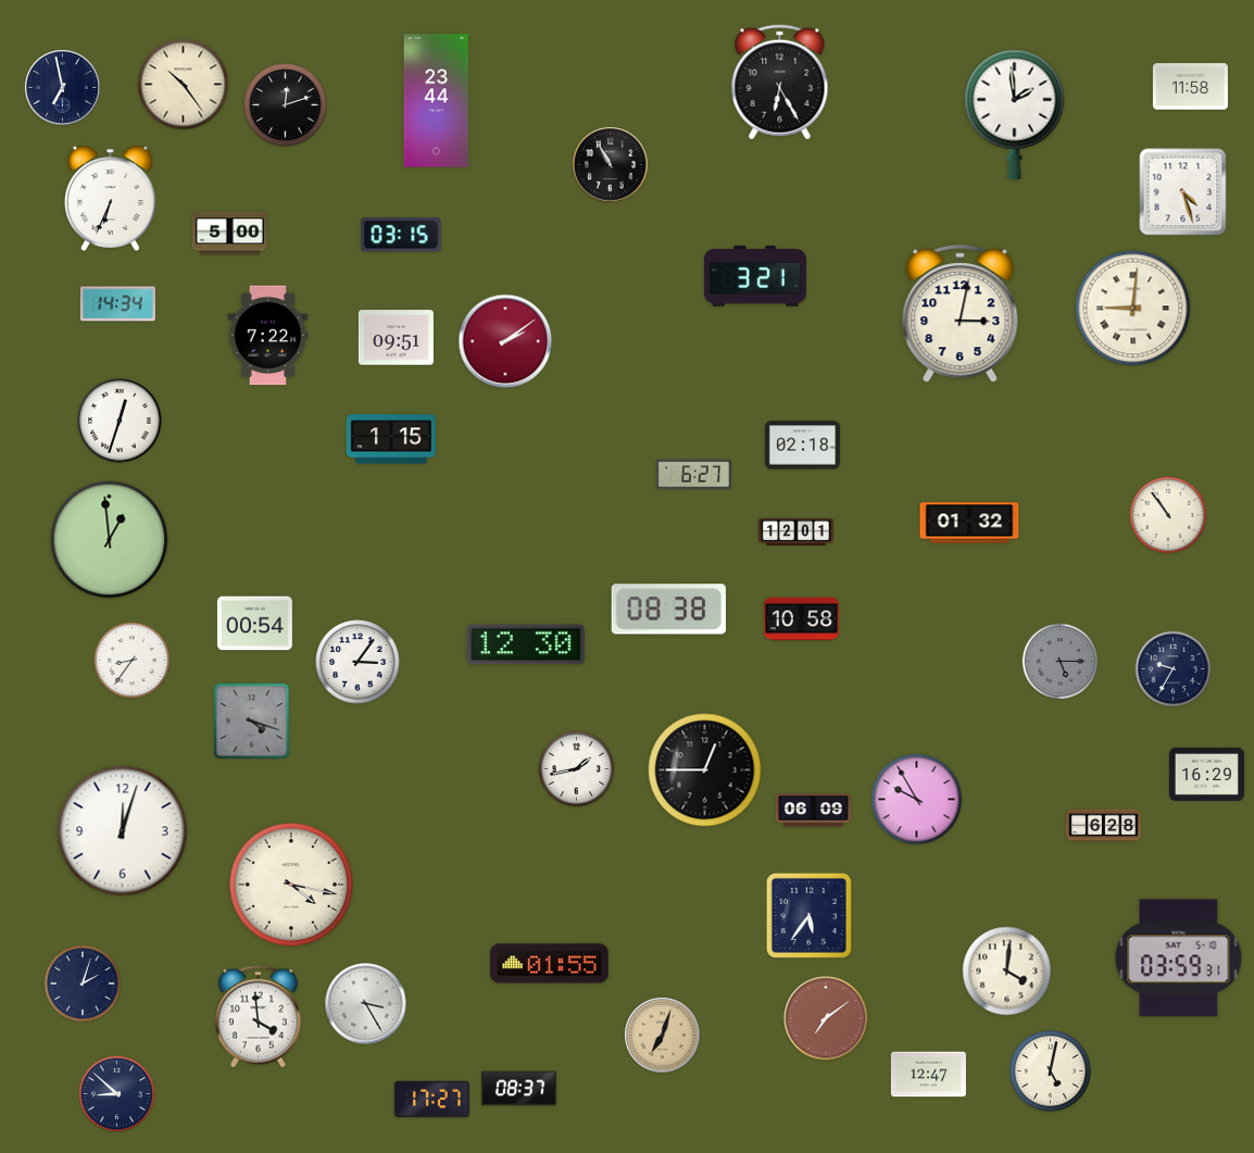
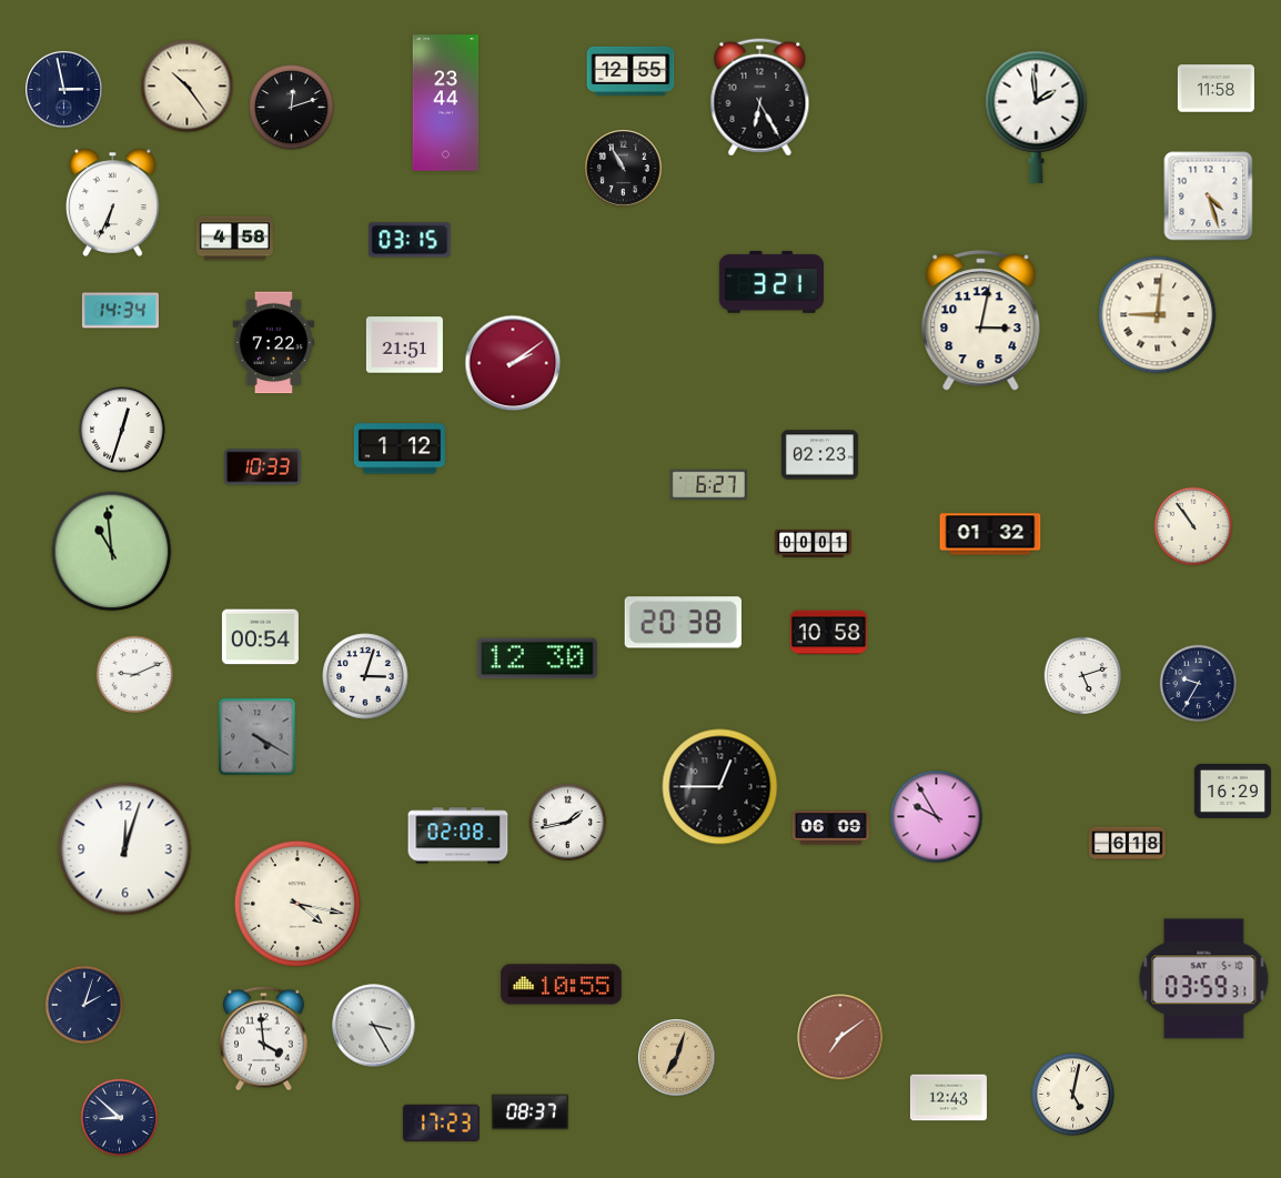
clock at (631, 71): none -> 12:55
clock at (780, 83) position: (780, 83) -> (760, 98)
clock at (63, 88): 6:58 -> 2:58
clock at (229, 234): 5:00 -> 4:58
clock at (396, 338): 09:51 -> 21:51
clock at (505, 341) position: (505, 341) -> (513, 363)
clock at (391, 439): 1:15 -> 1:12
clock at (802, 446): 02:18 -> 02:23
clock at (262, 467): none -> 10:33
clock at (795, 531): 12:01 -> 00:01
clock at (110, 540): 12:59 -> 10:59
clock at (668, 610): 08:38 -> 20:38
clock at (801, 619) position: (801, 619) -> (828, 633)
clock at (133, 661): 8:36 -> 9:11
clock at (358, 662): 3:06 -> 3:03
clock at (1061, 662): 5:15 -> 5:12
clock at (1061, 662) dial: grey -> white
clock at (252, 722): 4:18 -> 4:20
clock at (577, 769) position: (577, 769) -> (568, 823)
clock at (458, 836): none -> 02:08
clock at (1103, 826): 6:28 -> 6:18
clock at (808, 915): 5:36 -> none
clock at (550, 964): 01:55 -> 10:55
clock at (1007, 972): 4:01 -> none
clock at (826, 1018) position: (826, 1018) -> (840, 1037)
clock at (928, 1075): 12:47 -> 12:43
clock at (431, 1100): 17:27 -> 17:23
